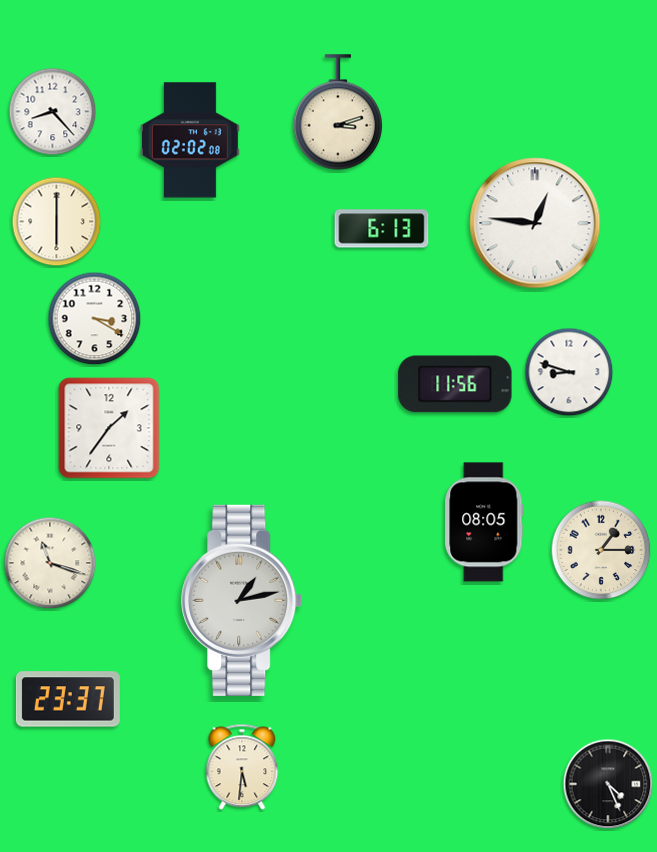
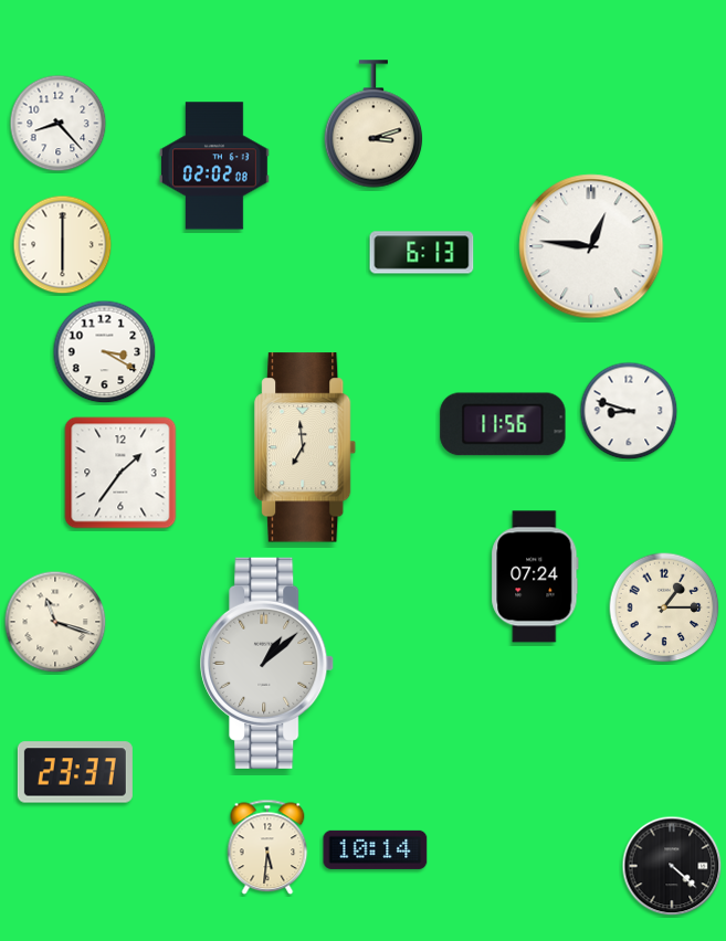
clock at (190, 140) position: (190, 140) -> (214, 166)
clock at (306, 447): none -> 6:59
clock at (484, 522): 08:05 -> 07:24
clock at (242, 600): 1:13 -> 1:08
clock at (376, 849): none -> 10:14
clock at (608, 784): 4:26 -> 4:22
